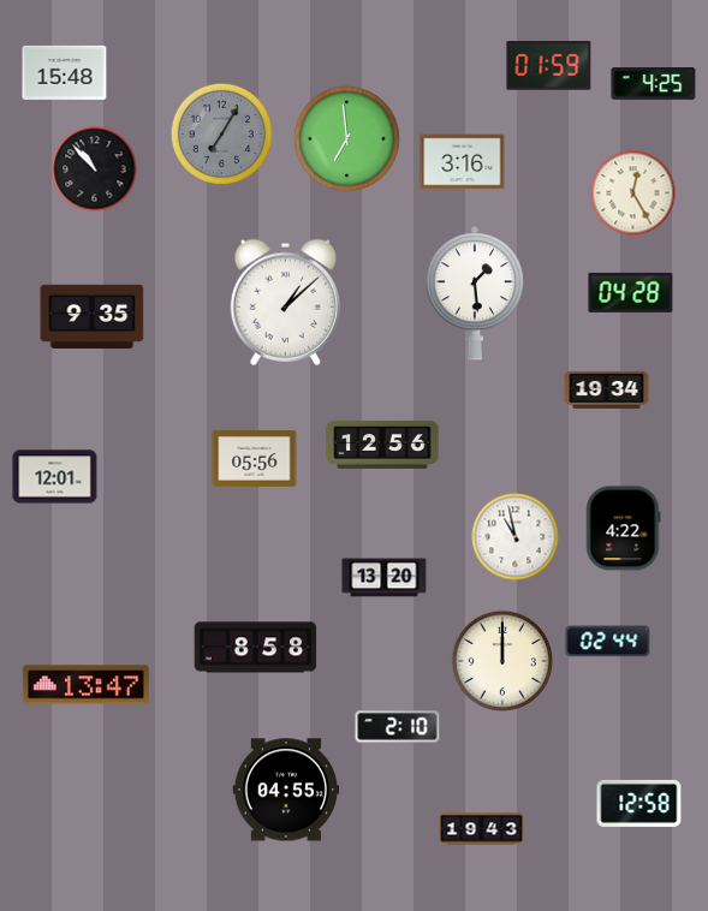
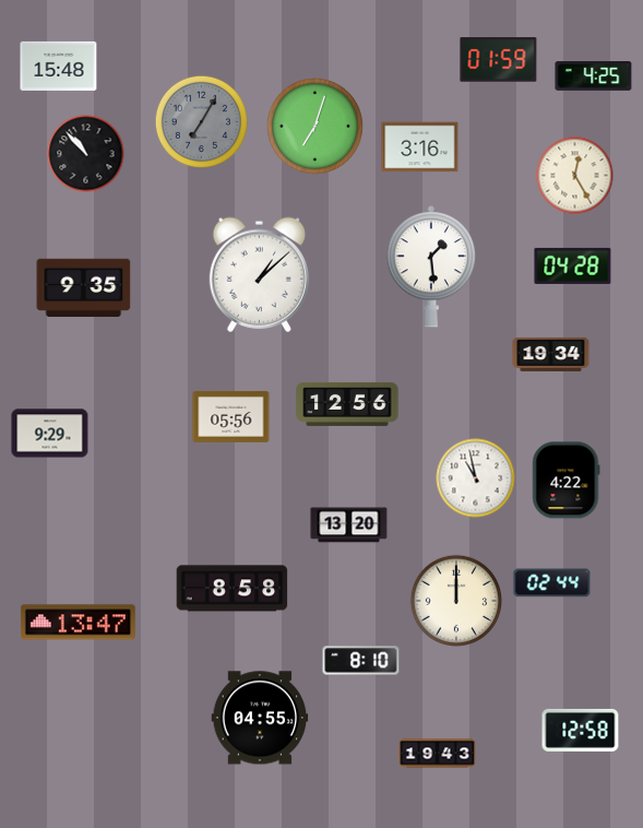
clock at (346, 138): 6:59 -> 7:03
clock at (55, 477): 12:01 -> 9:29
clock at (516, 537) position: (516, 537) -> (476, 478)
clock at (398, 727): 2:10 -> 8:10
